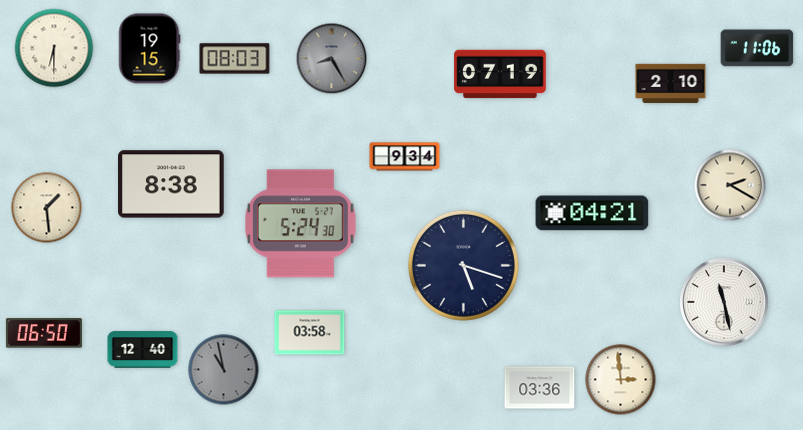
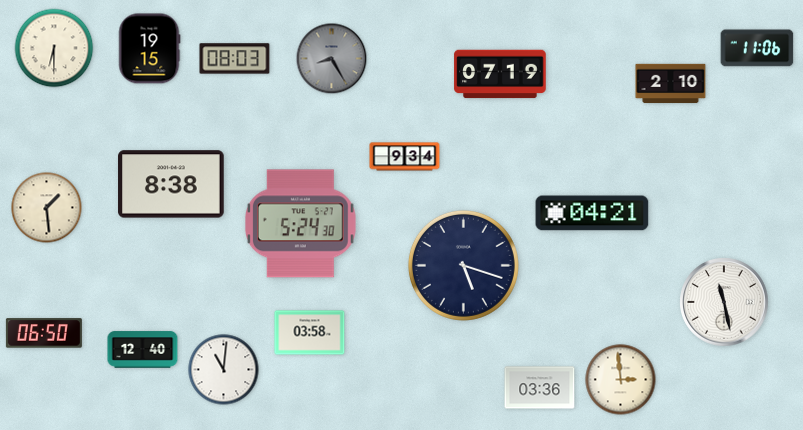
clock at (730, 185): 2:20 -> none
clock at (224, 370): 10:58 -> 11:01
clock at (224, 370) dial: grey -> white
